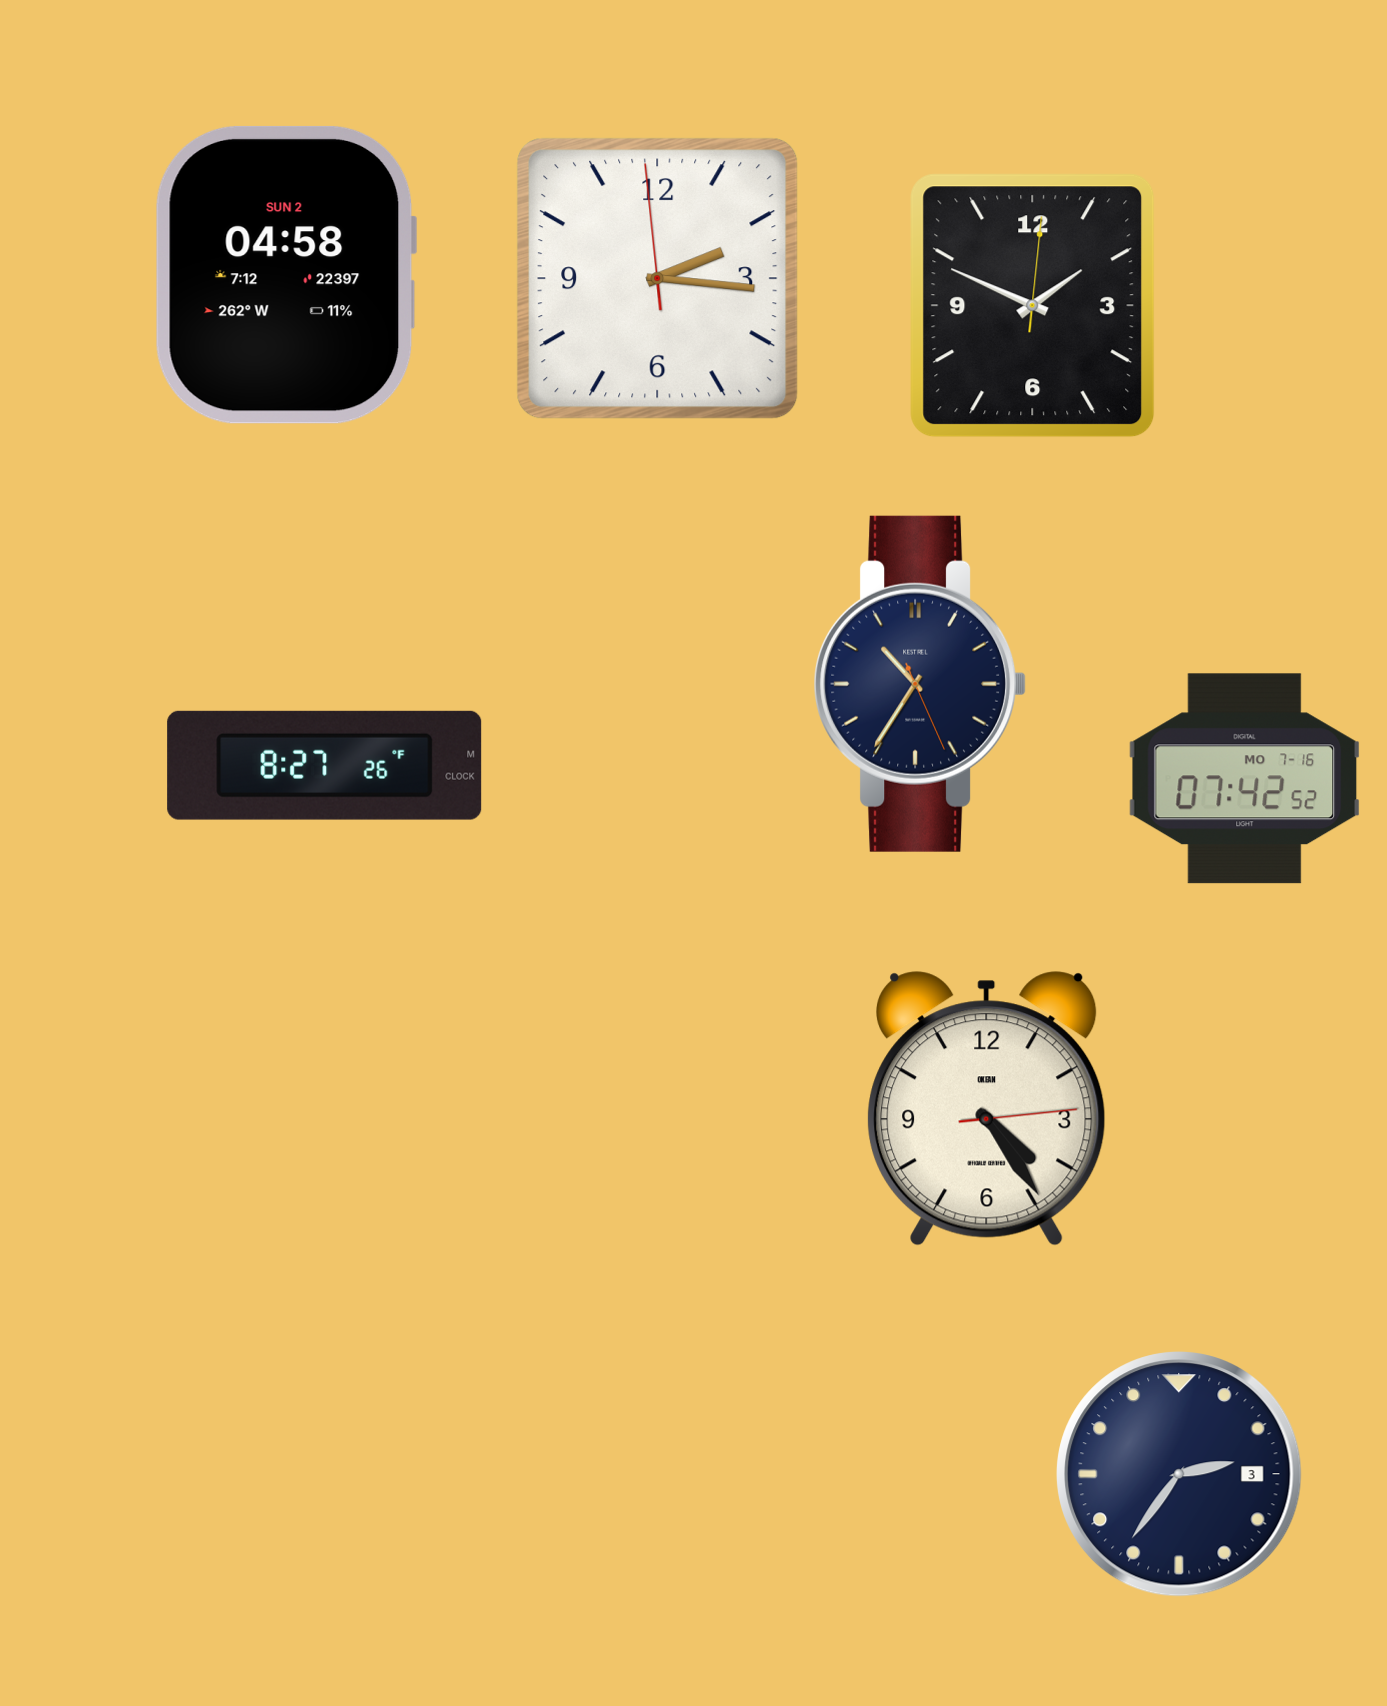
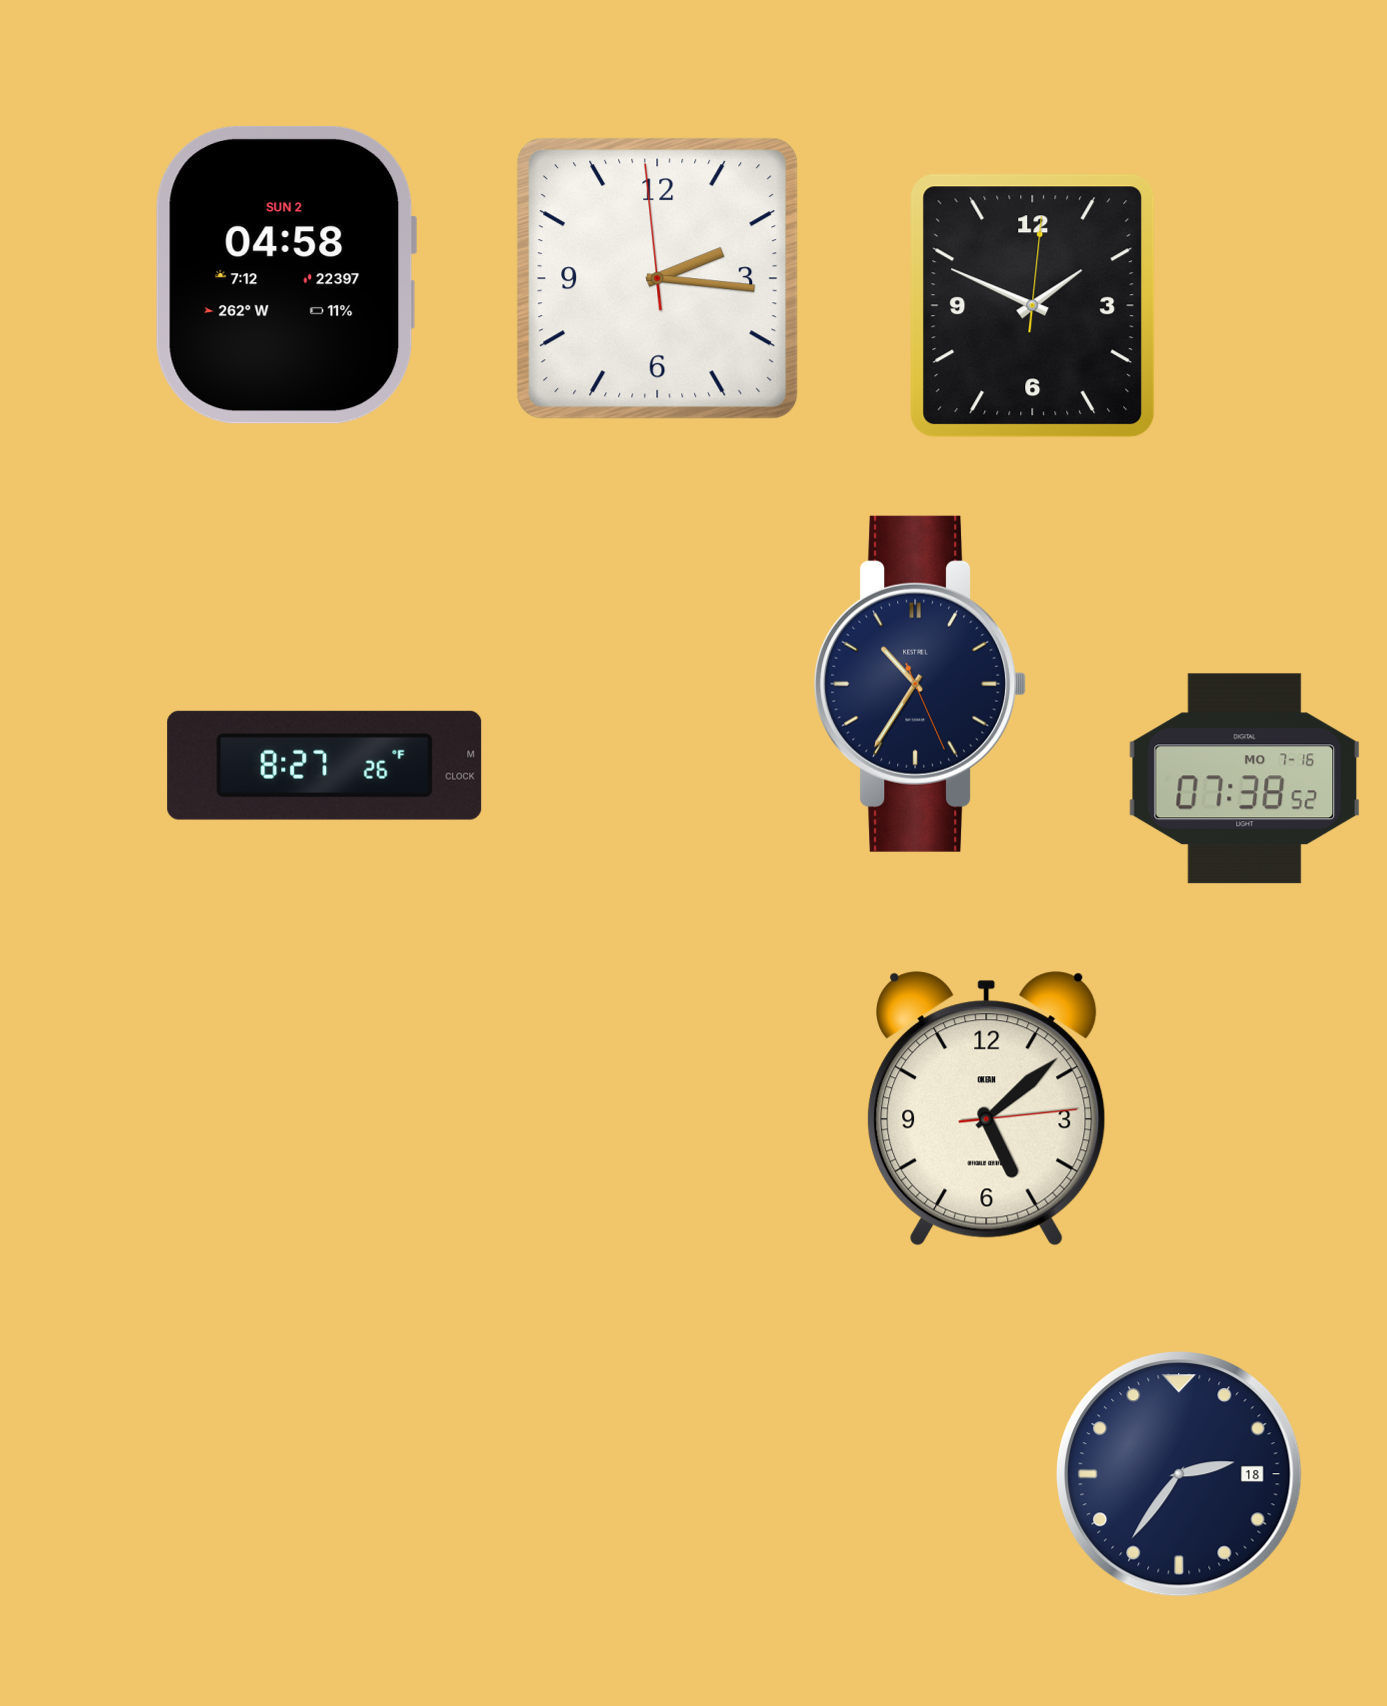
clock at (1245, 779): 07:42 -> 07:38
clock at (987, 1109): 4:24 -> 5:08
clock at (1179, 1474) date: 3 -> 18
